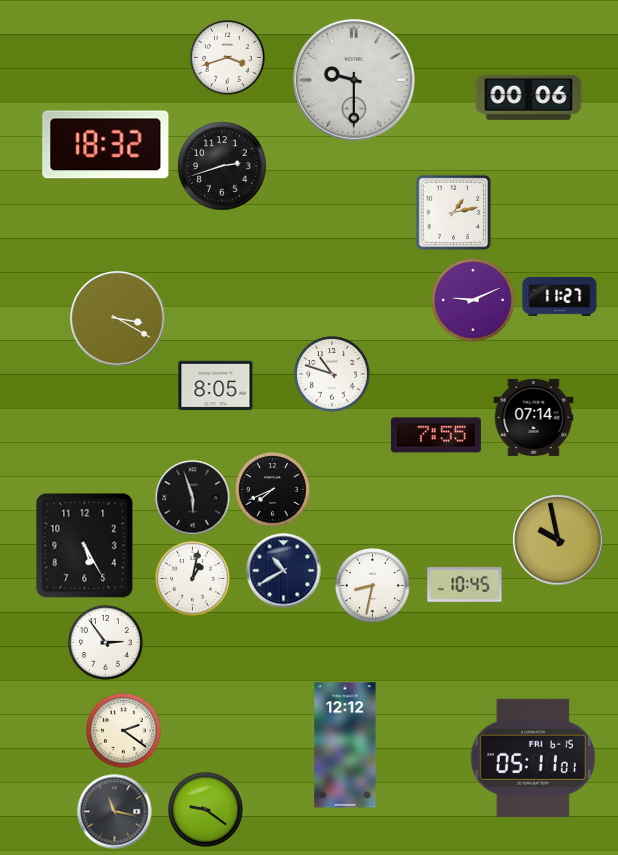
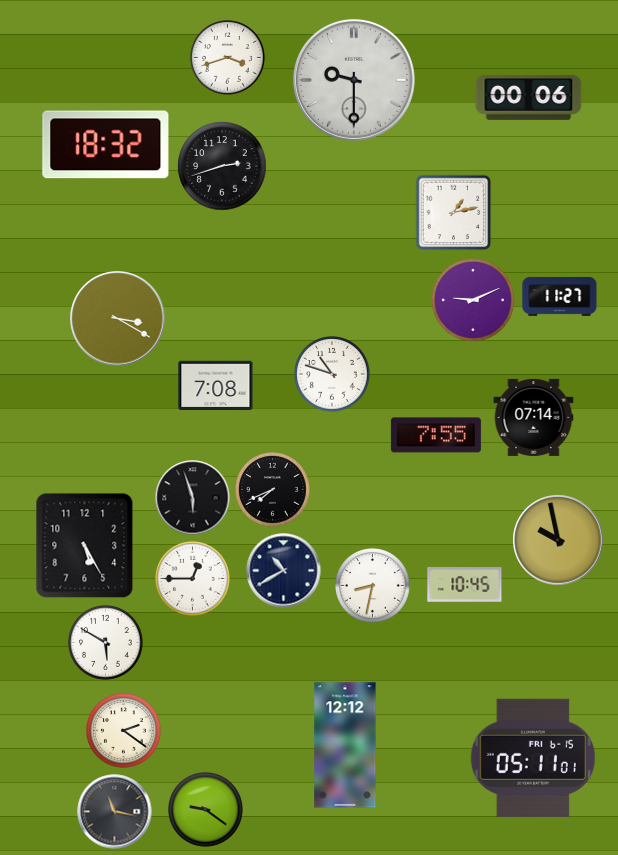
clock at (216, 386): 8:05 -> 7:08
clock at (193, 579): 1:02 -> 12:45
clock at (106, 643): 2:54 -> 5:50
